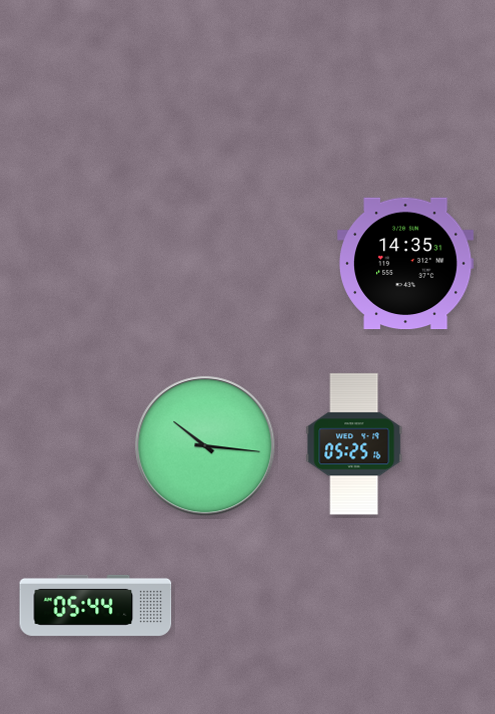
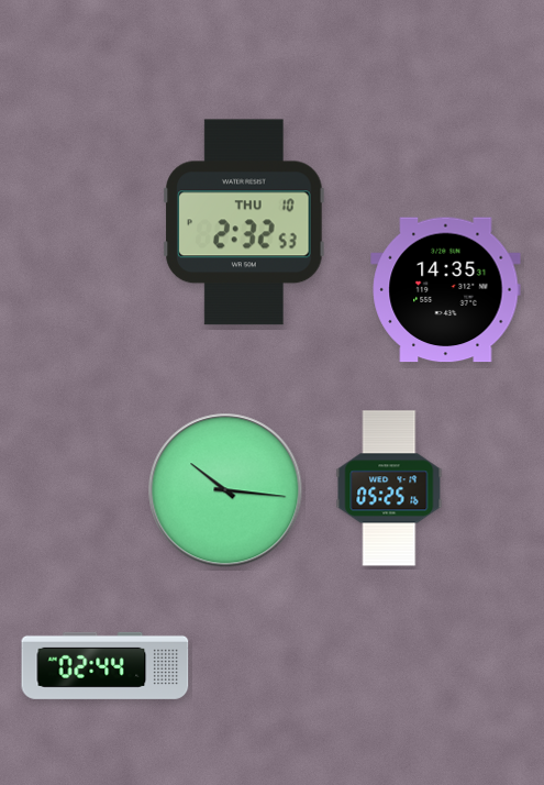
clock at (244, 222): none -> 2:32
clock at (96, 605): 05:44 -> 02:44
